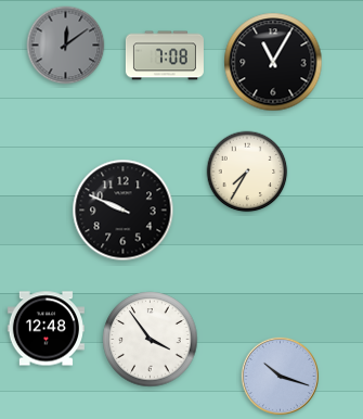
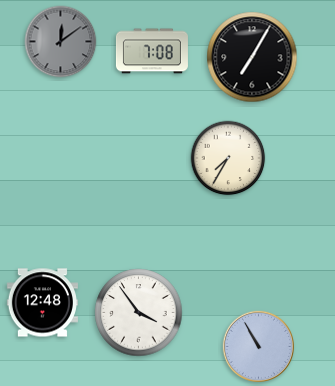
clock at (273, 62): 11:05 -> 7:05
clock at (124, 211): 9:49 -> none
clock at (280, 376): 10:18 -> 10:55
